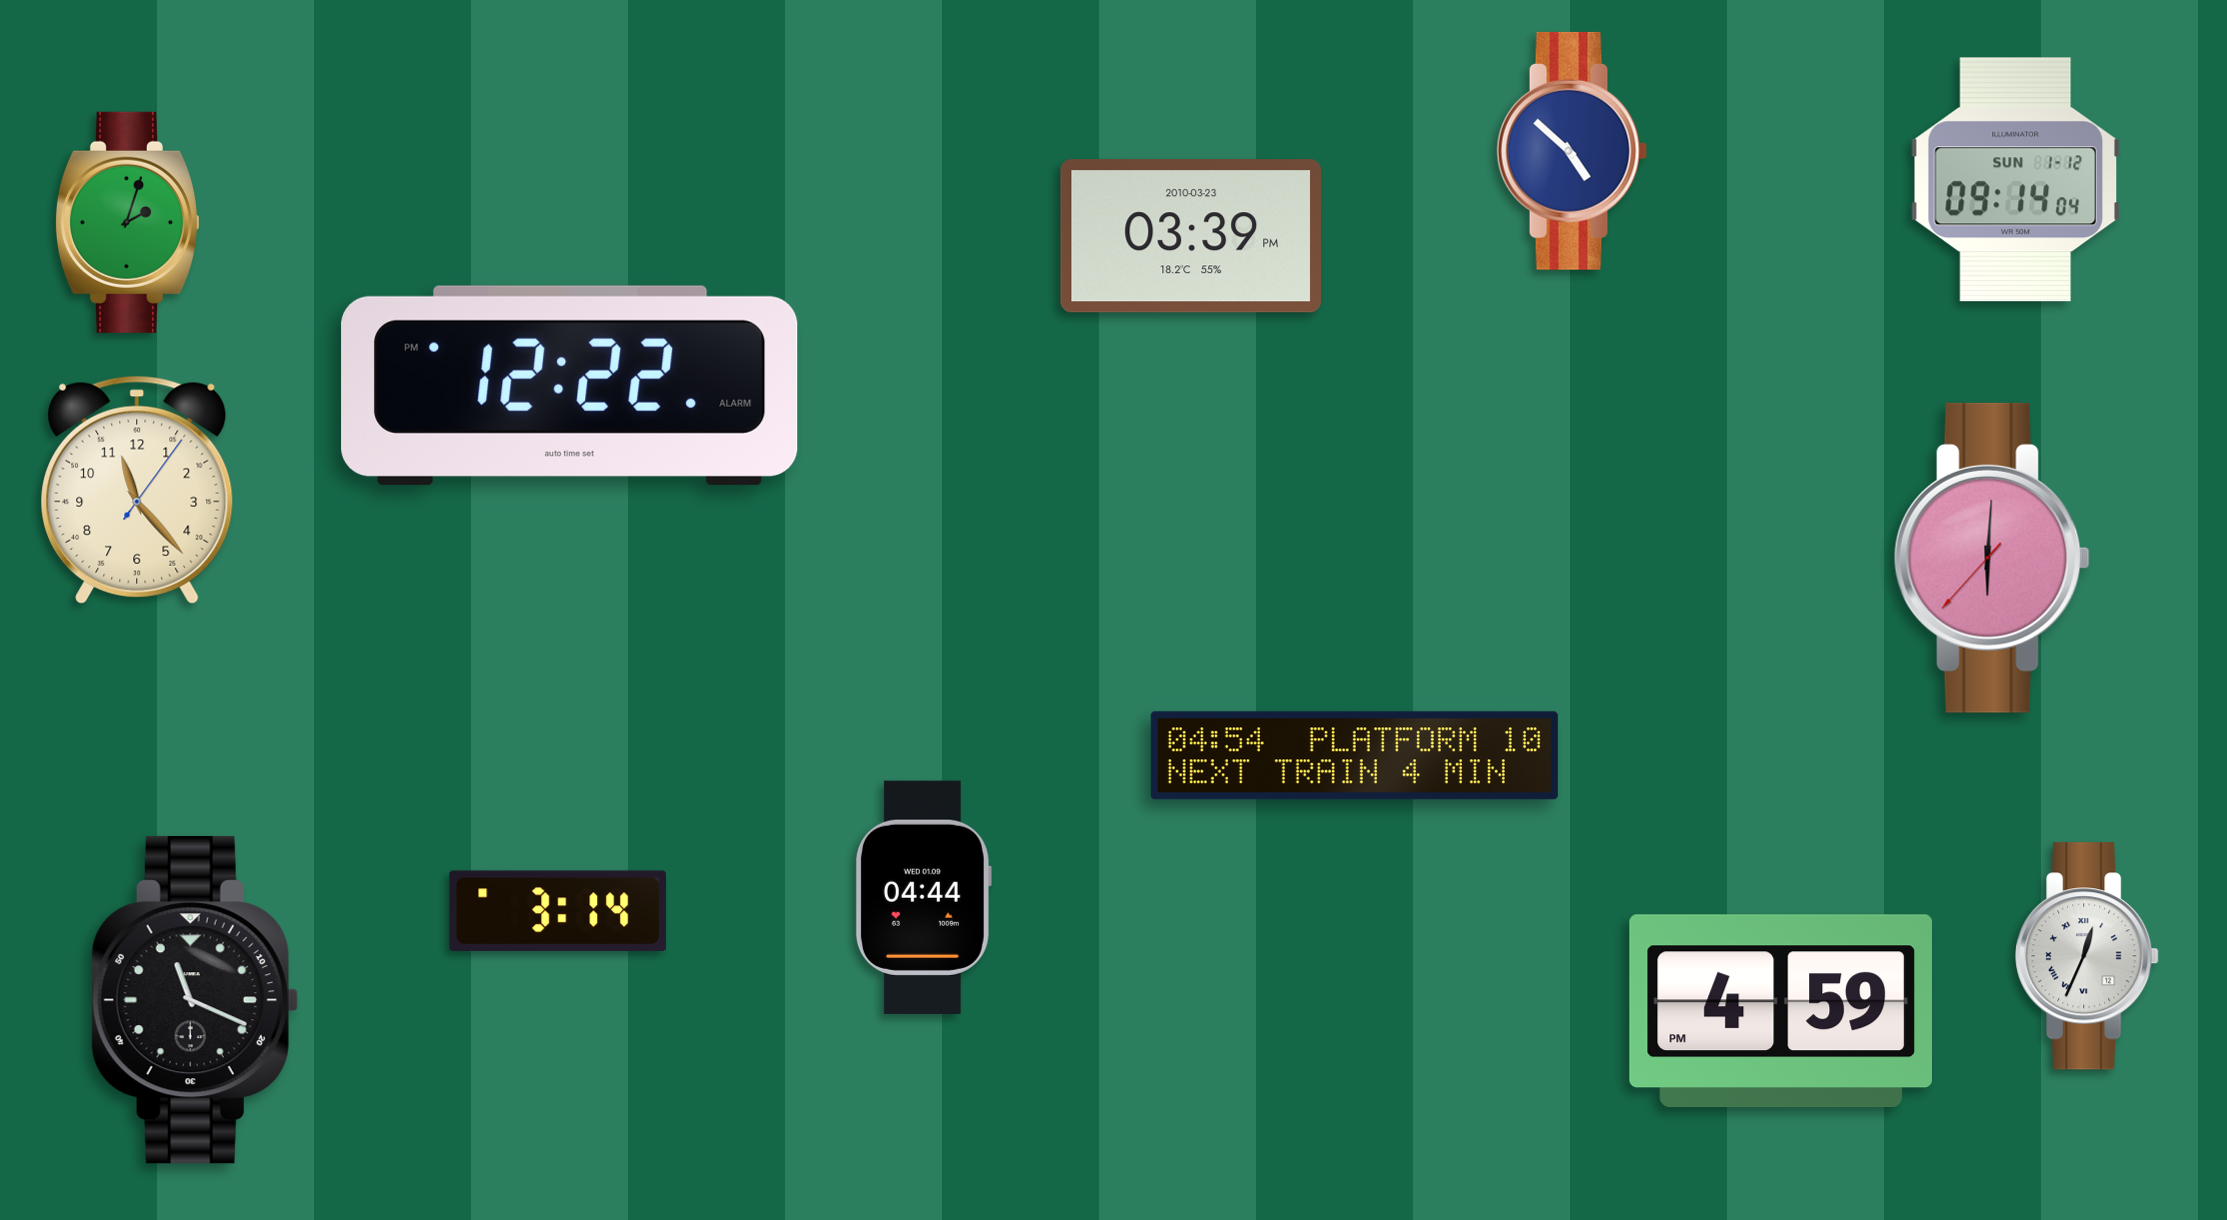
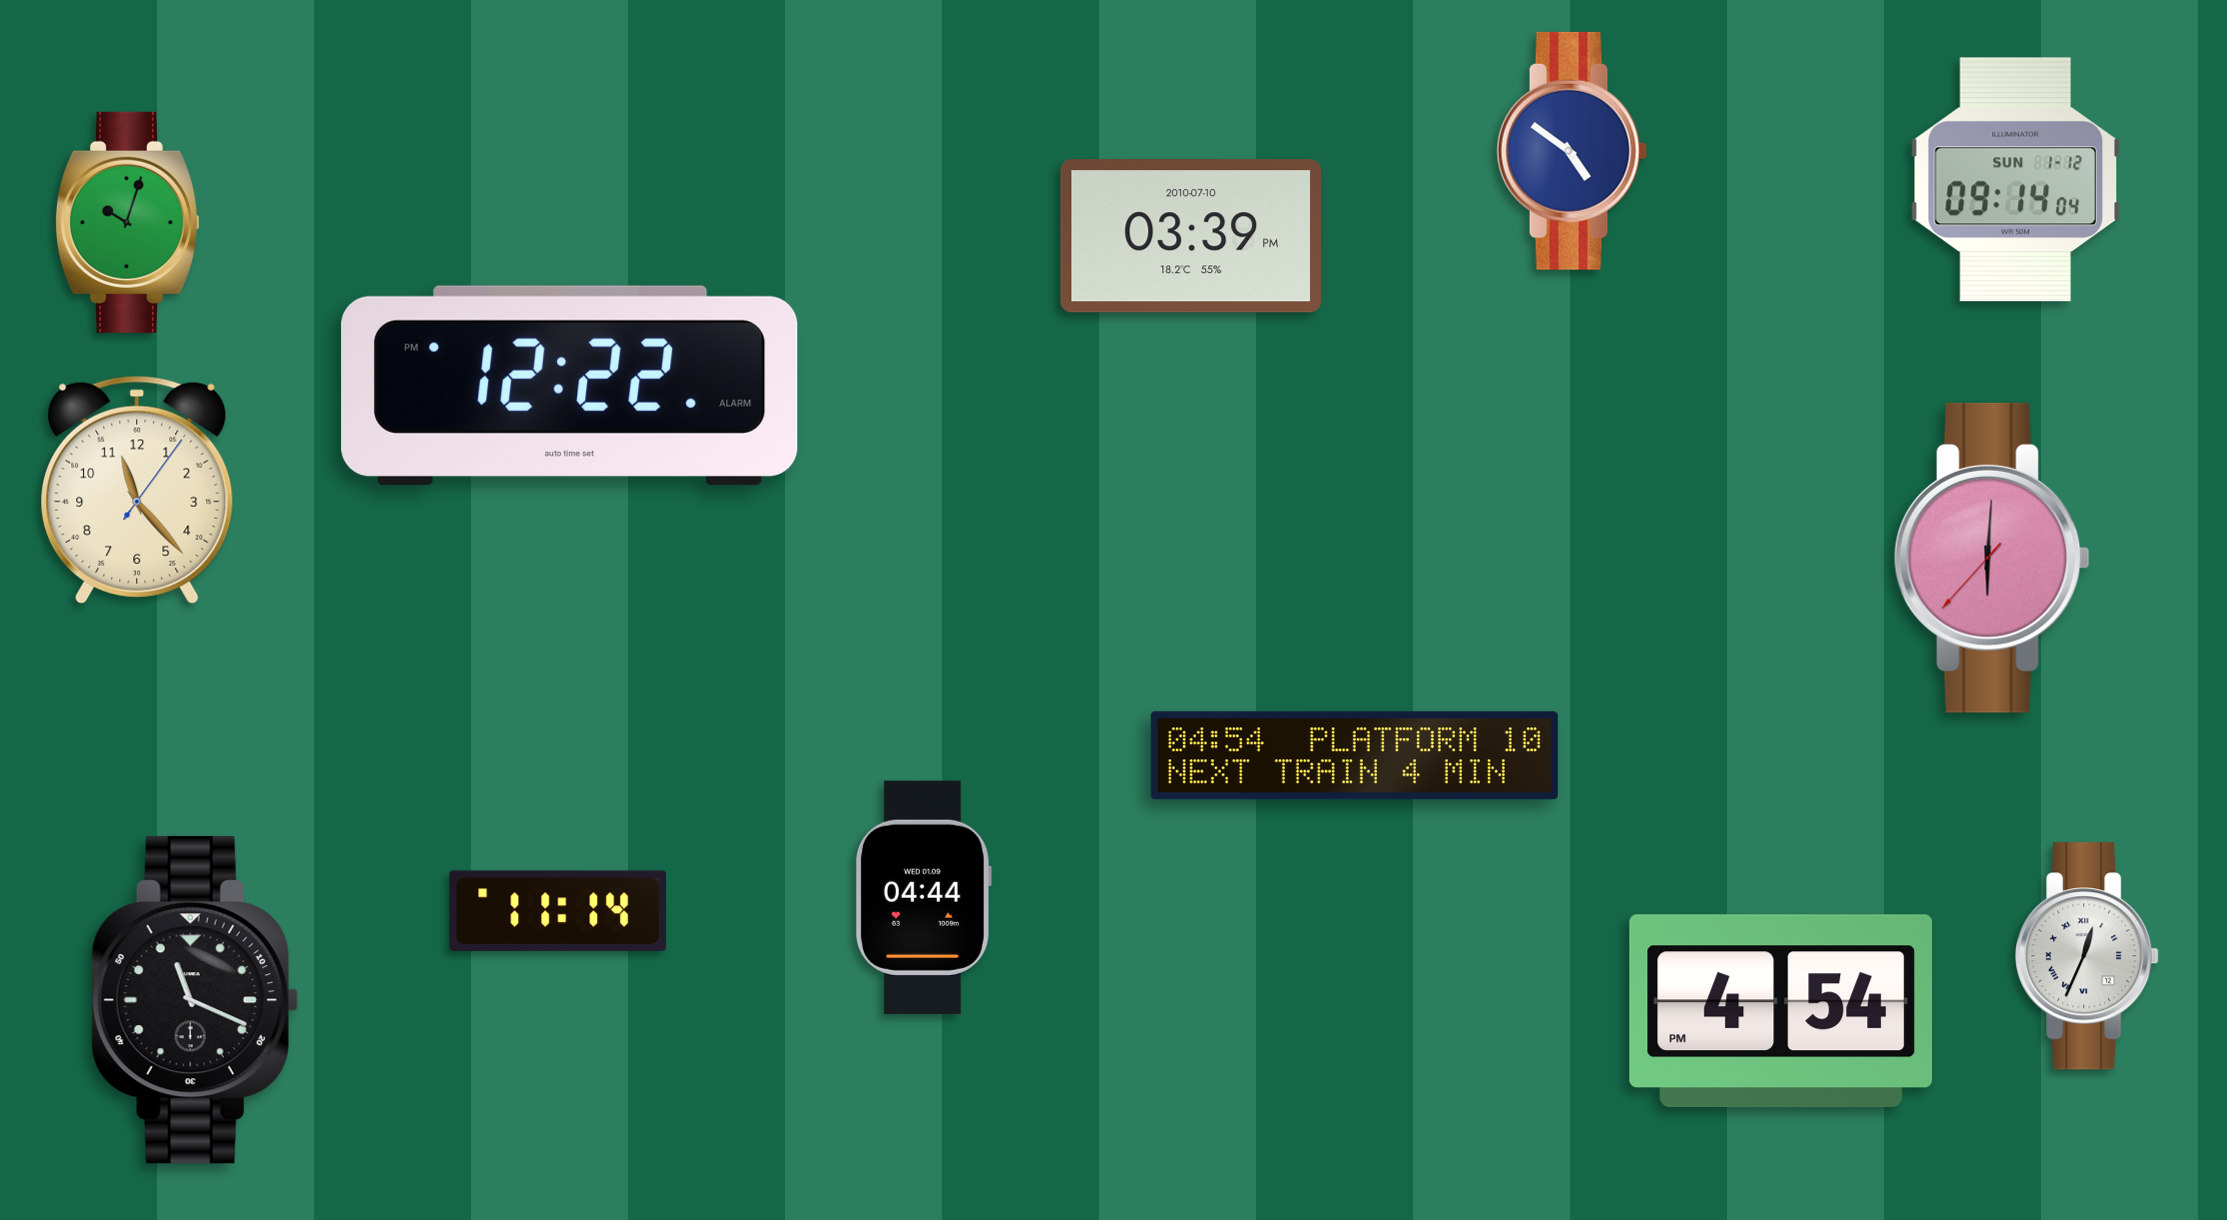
clock at (1572, 151): 4:52 -> 4:51
clock at (127, 222): 2:03 -> 10:03
clock at (1191, 236) date: 2010-03-23 -> 2010-07-10
clock at (558, 911): 3:14 -> 11:14
clock at (1780, 1011): 4:59 -> 4:54
